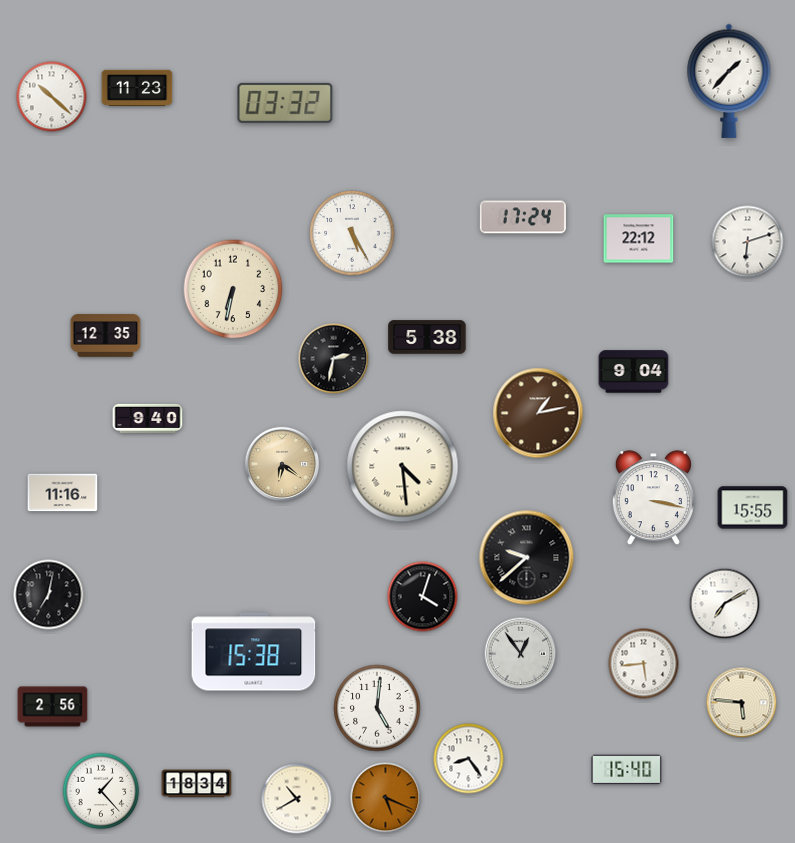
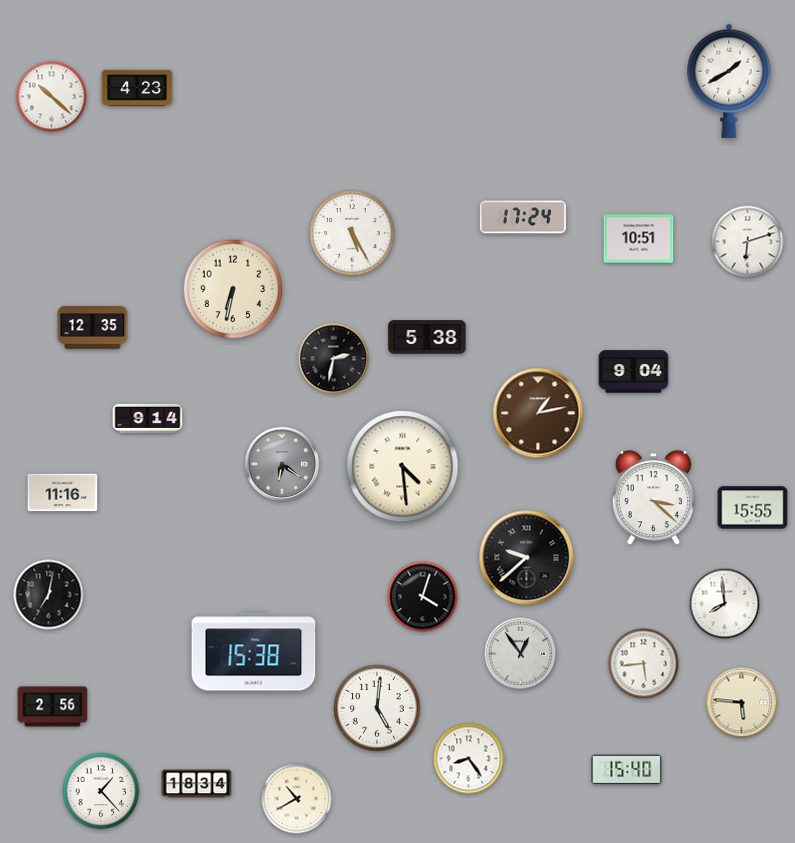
clock at (729, 81): 1:37 -> 1:40
clock at (137, 88): 11:23 -> 4:23
clock at (285, 103): 03:32 -> none
clock at (639, 239): 22:12 -> 10:51
clock at (106, 336) position: (106, 336) -> (93, 328)
clock at (148, 418): 9:40 -> 9:14
clock at (282, 464) dial: champagne -> grey
clock at (653, 498): 3:17 -> 3:22
clock at (725, 604): 7:10 -> 7:59
clock at (386, 798): 5:19 -> none
